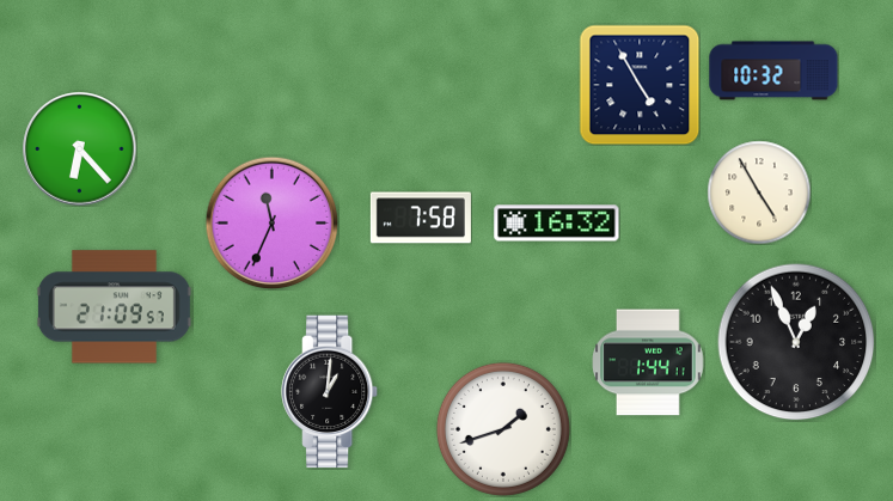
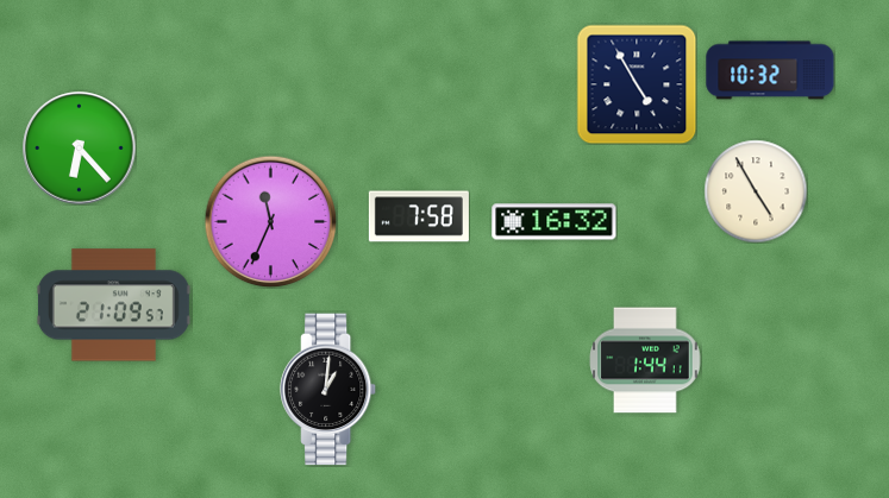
clock at (796, 342): 12:56 -> none
clock at (503, 429): 1:42 -> none
